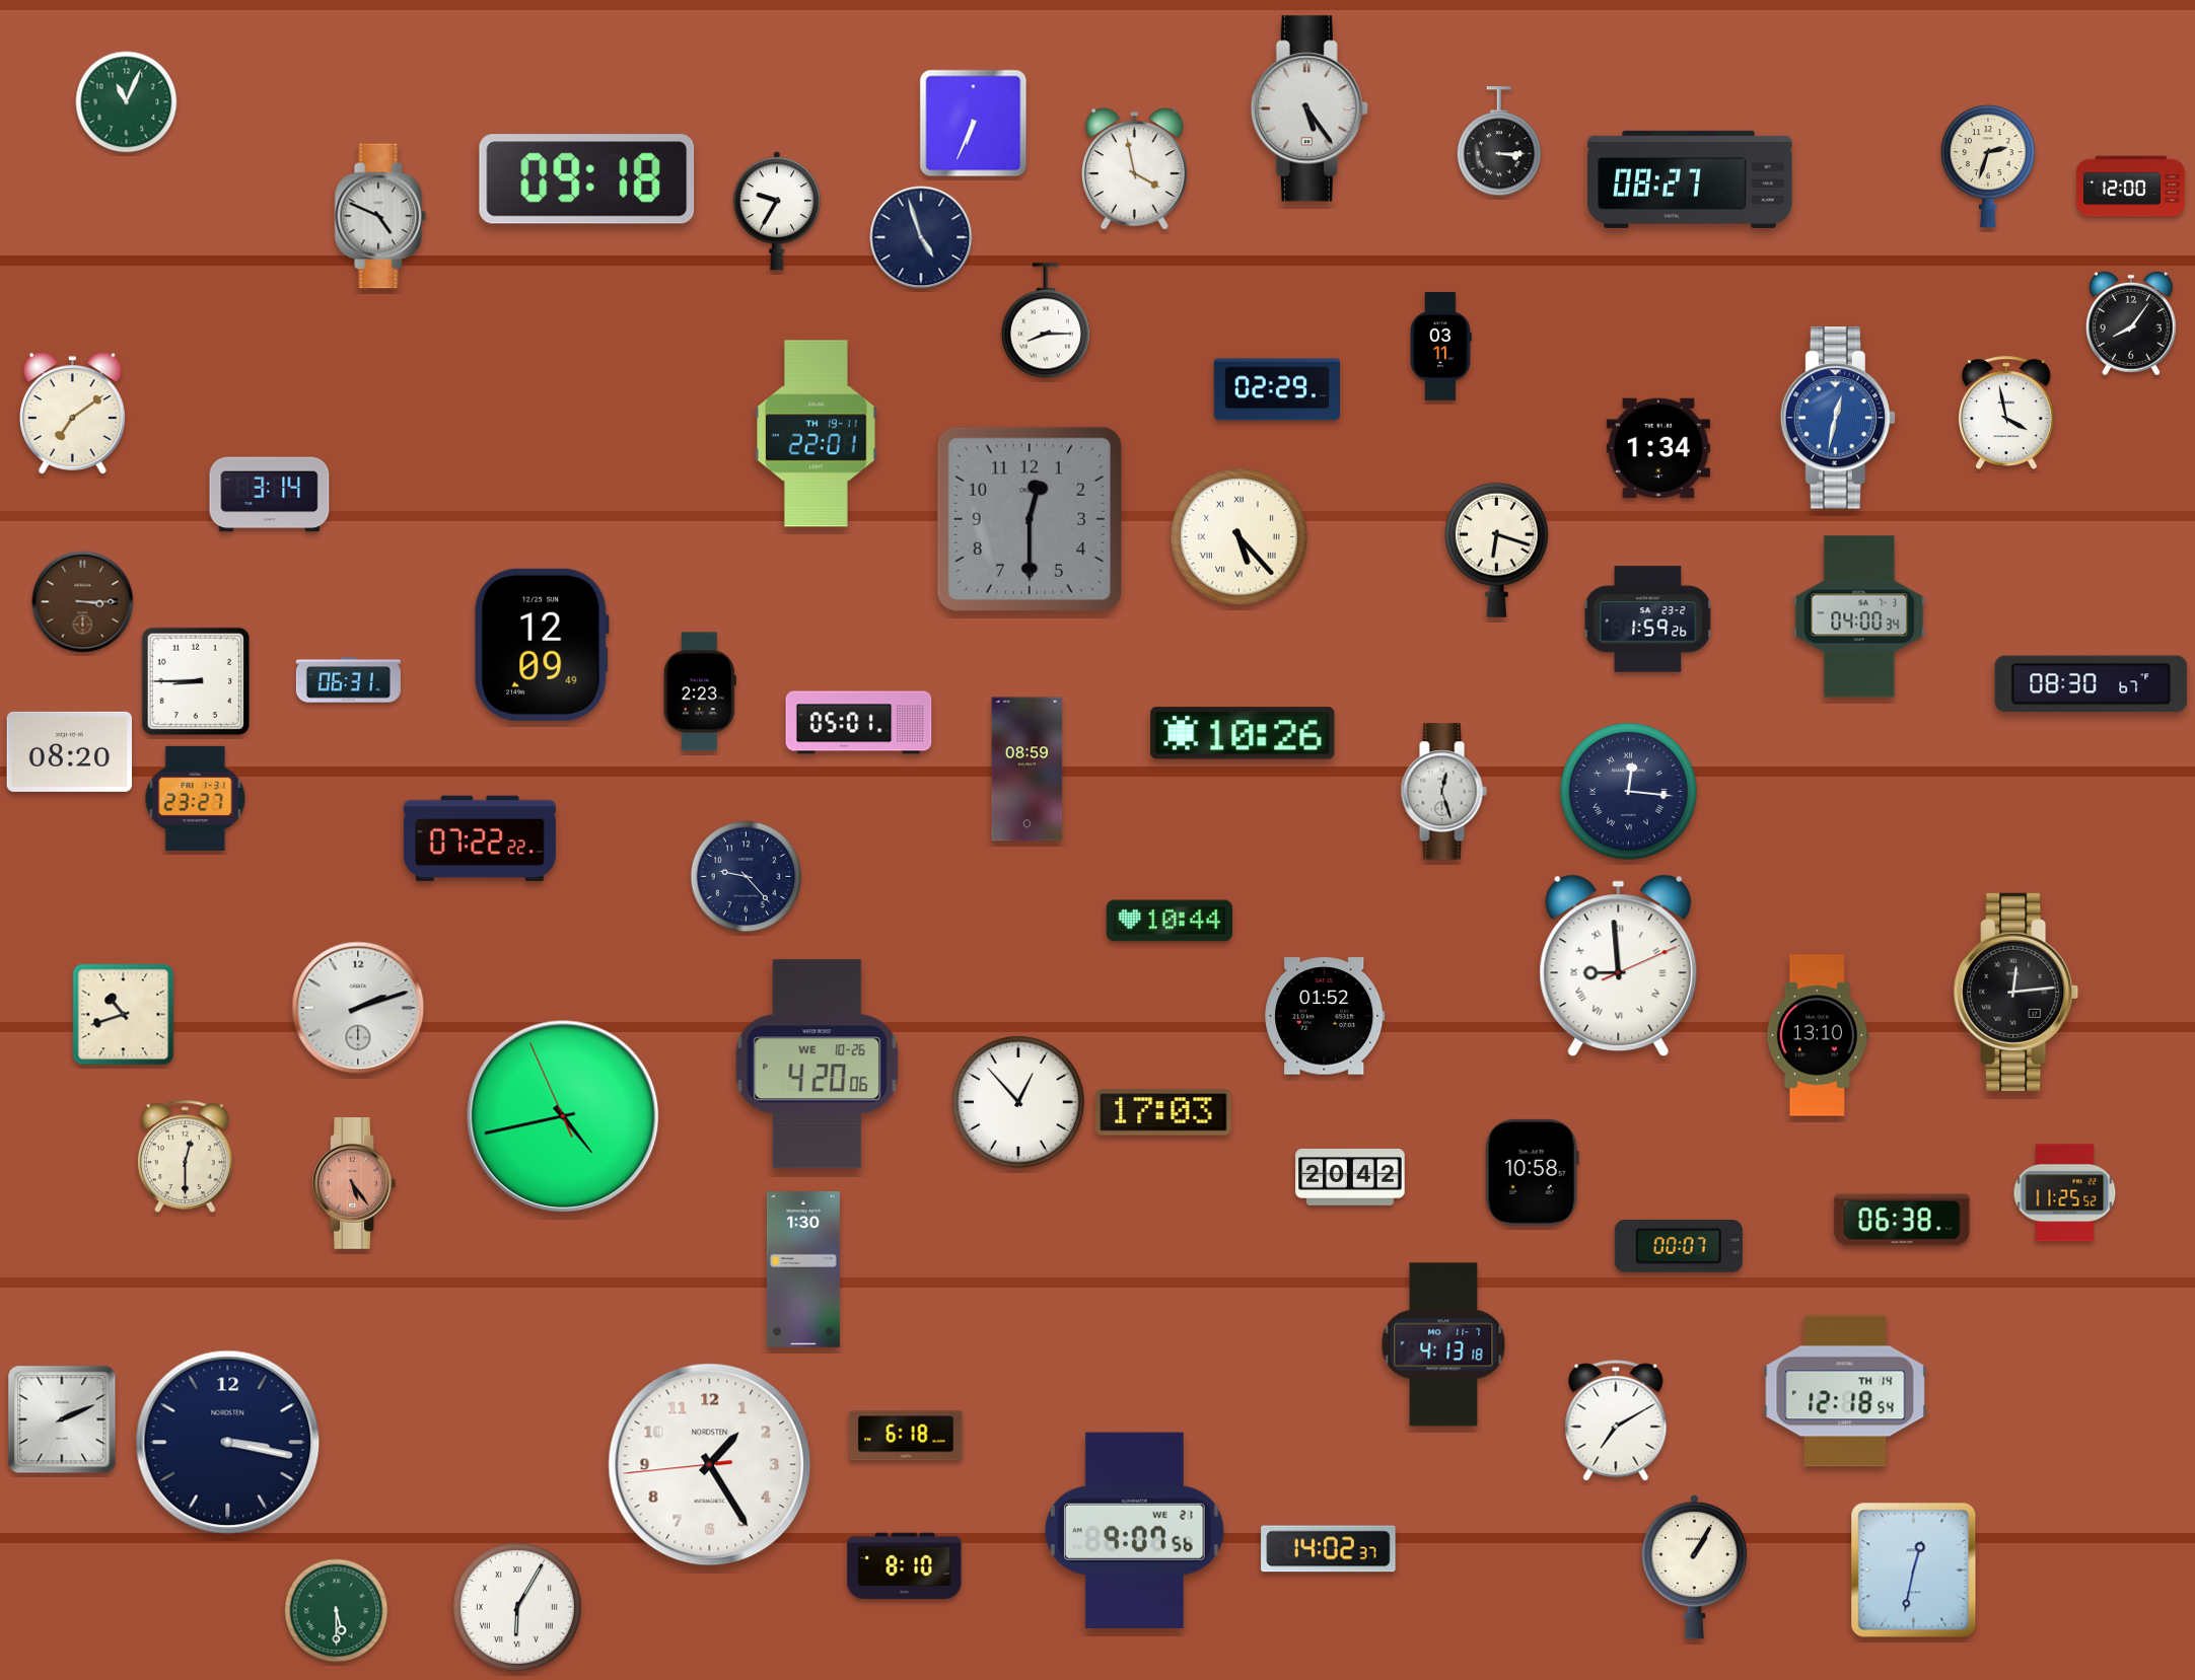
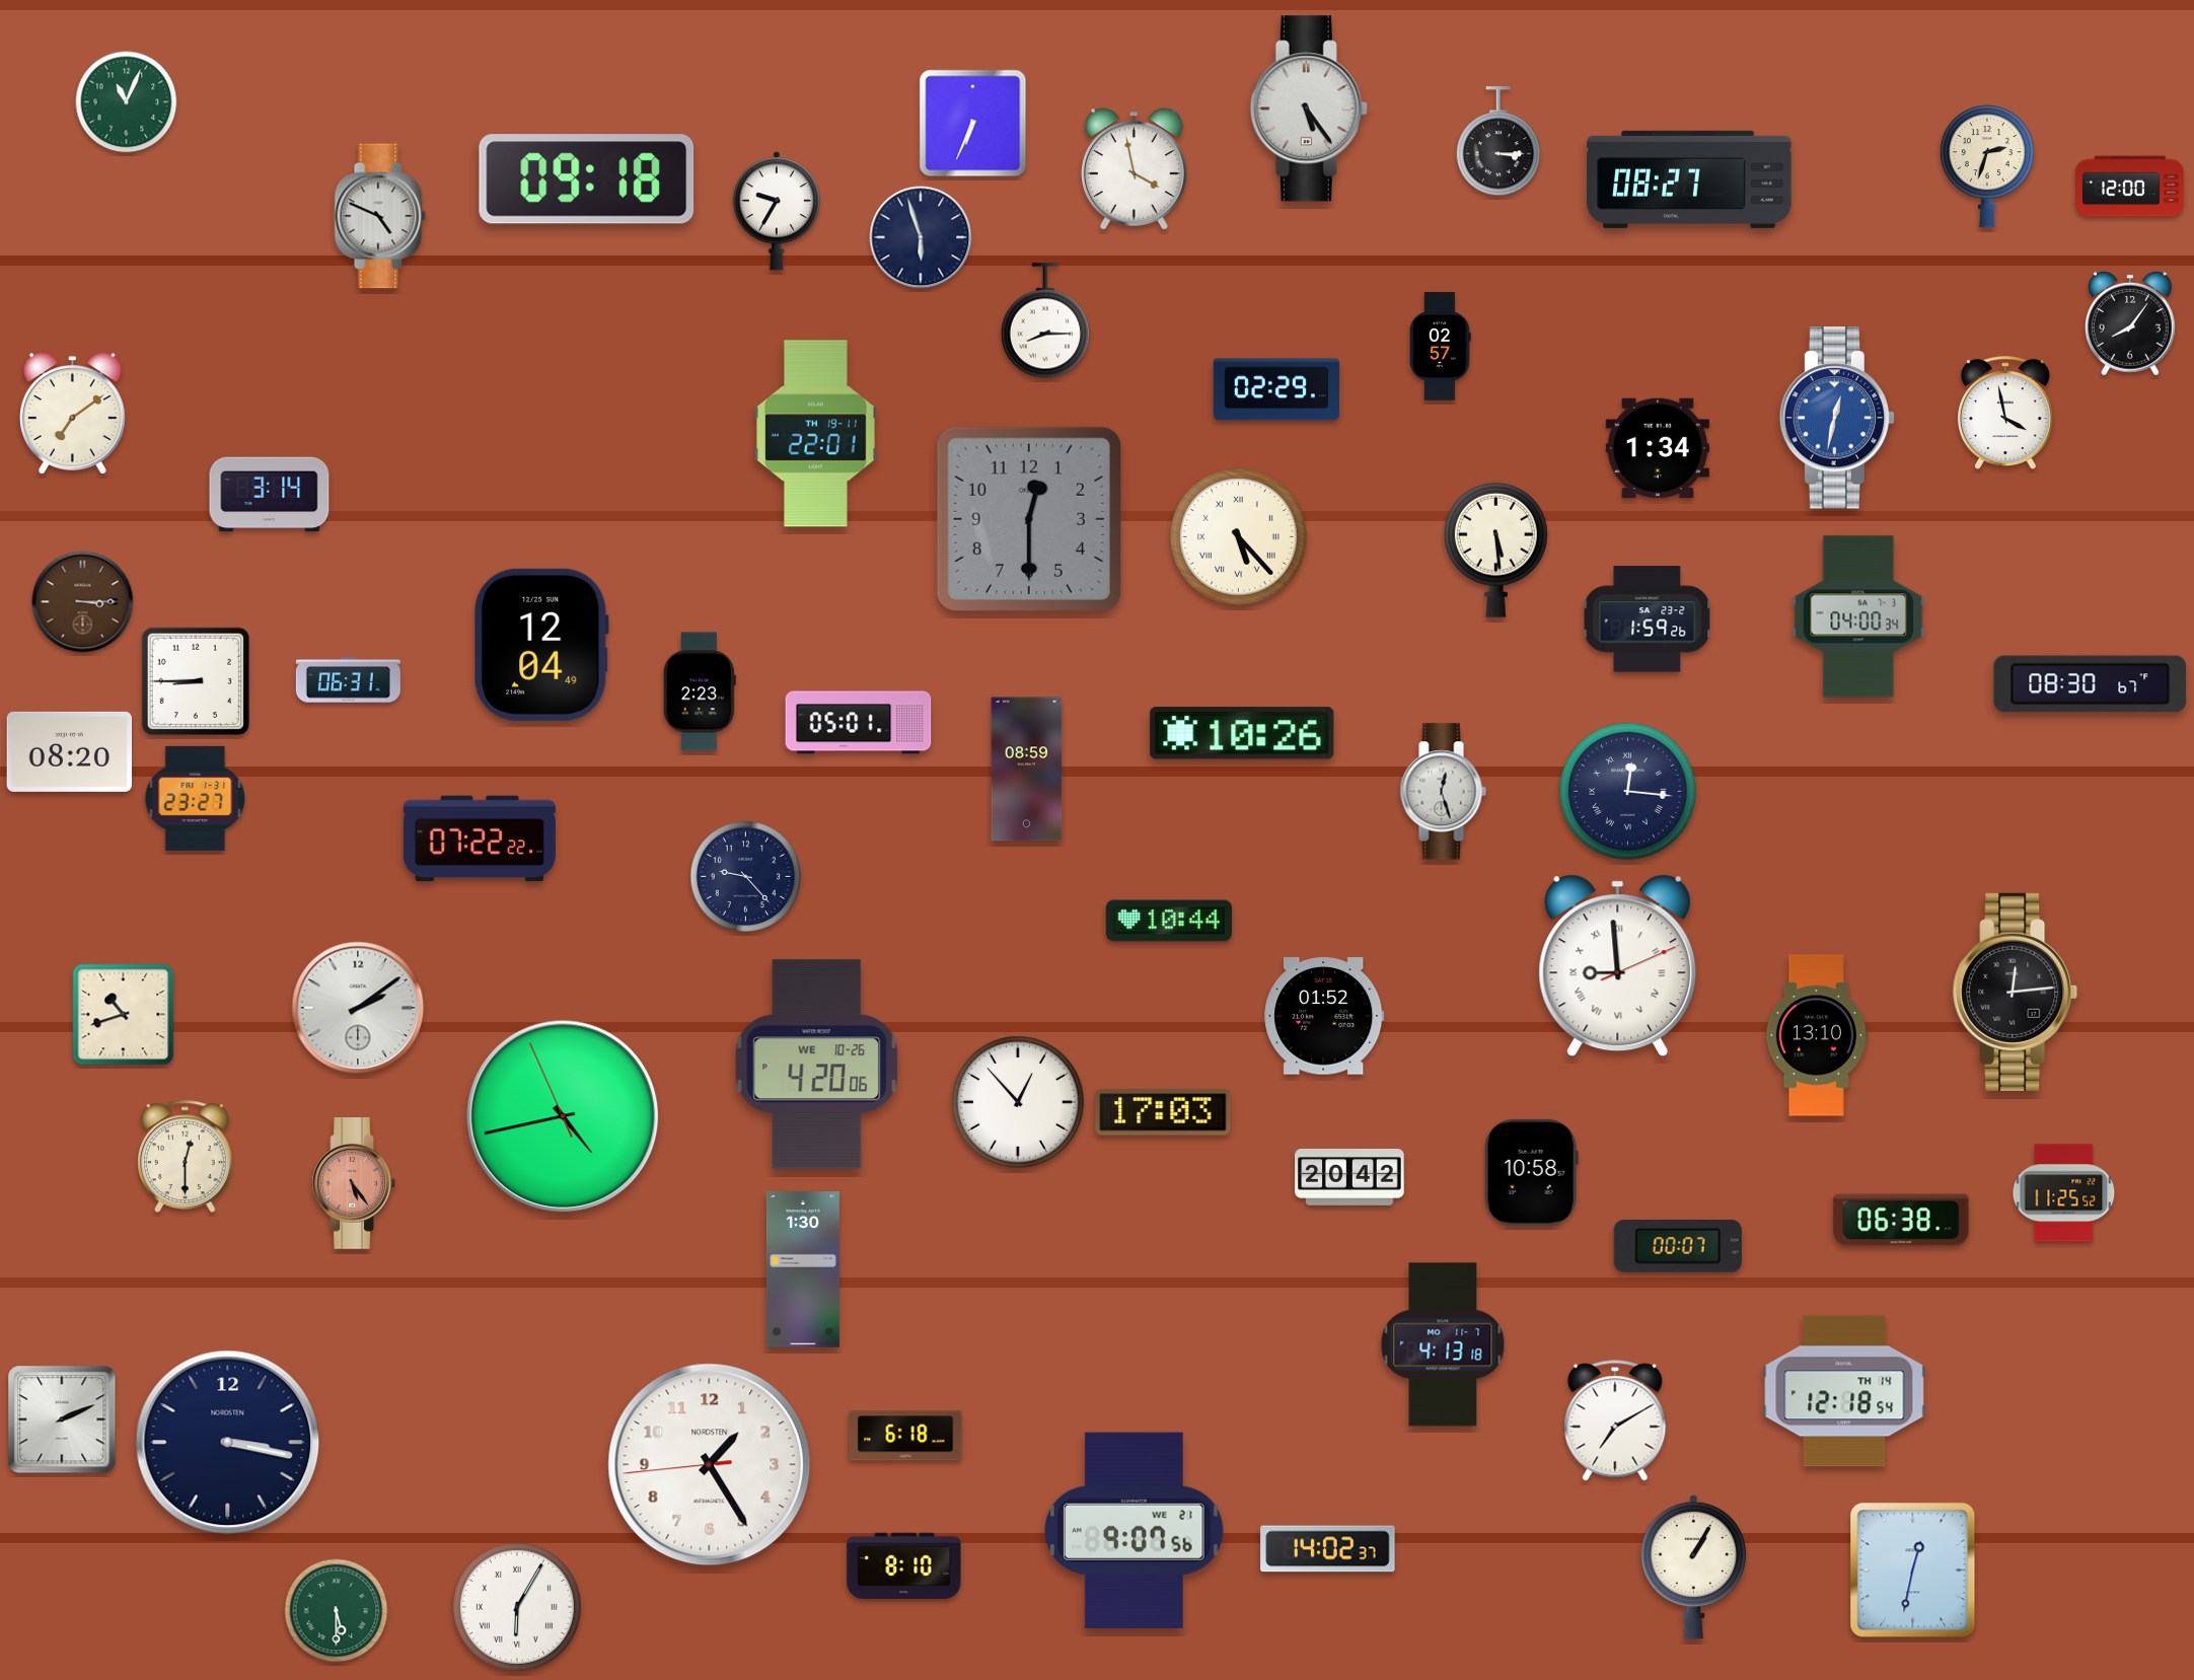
clock at (921, 237): 4:57 -> 5:57
clock at (1440, 347): 03:11 -> 02:57
clock at (1496, 550): 6:18 -> 5:29
clock at (542, 645): 12:09 -> 12:04
clock at (358, 1008): 2:12 -> 2:09
